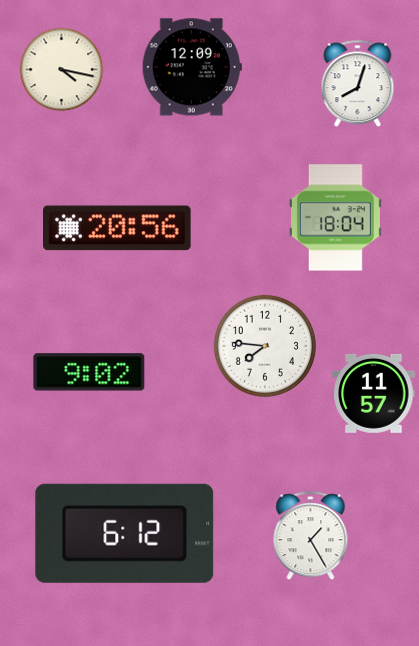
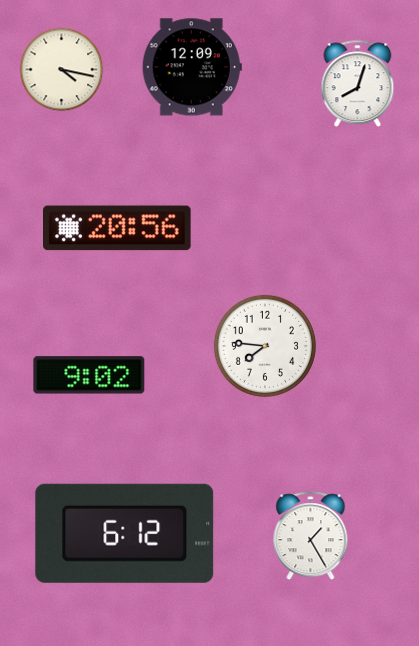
clock at (335, 218): 18:04 -> none
clock at (89, 372) position: (89, 372) -> (89, 375)
clock at (374, 393): 11:57 -> none
